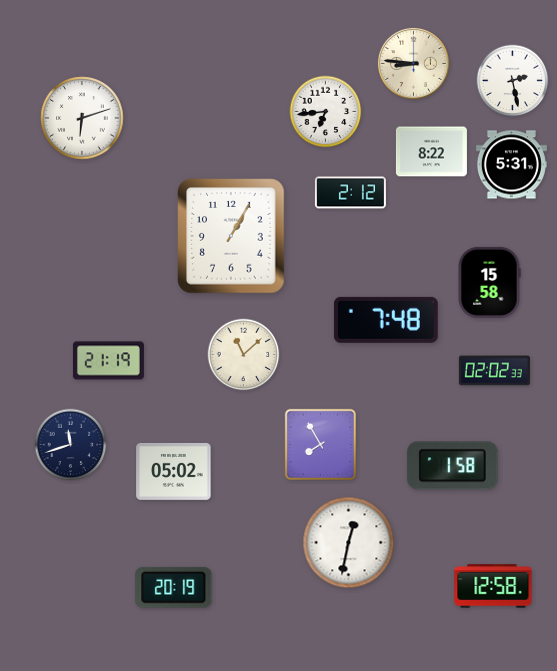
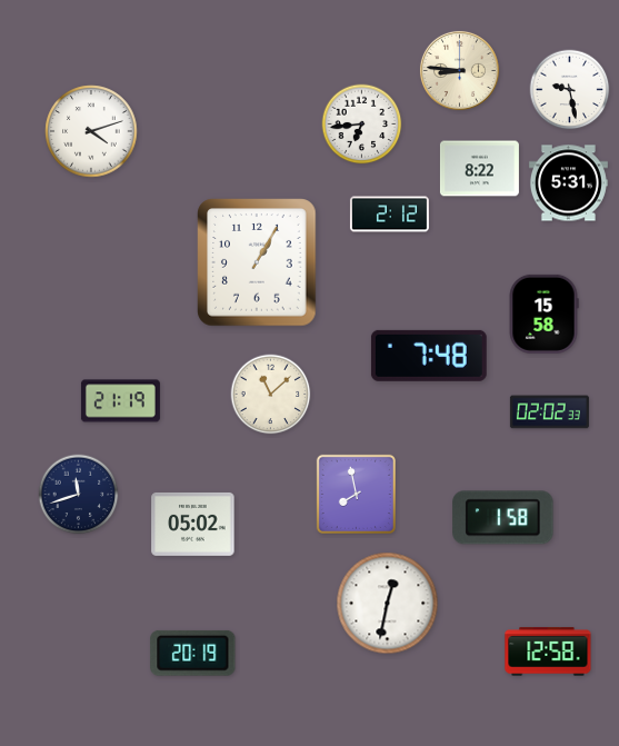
clock at (513, 81): 2:28 -> 9:28
clock at (82, 118): 6:12 -> 4:12
clock at (320, 444): 7:55 -> 7:58
